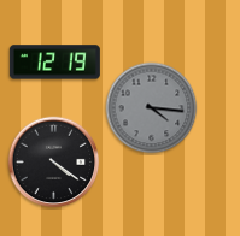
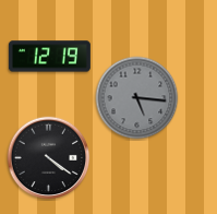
clock at (152, 108): 4:16 -> 5:16
clock at (54, 163) position: (54, 163) -> (49, 158)
